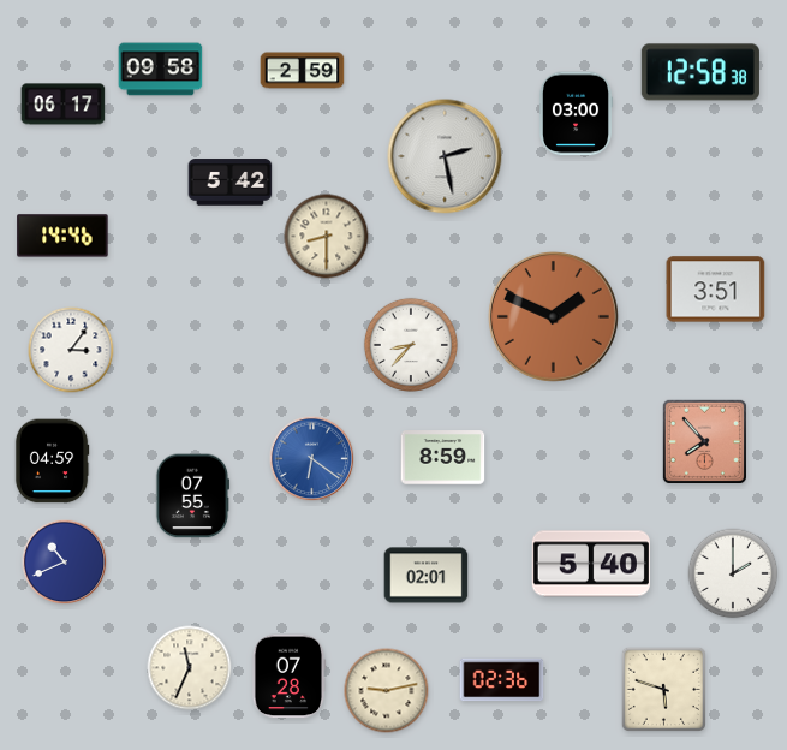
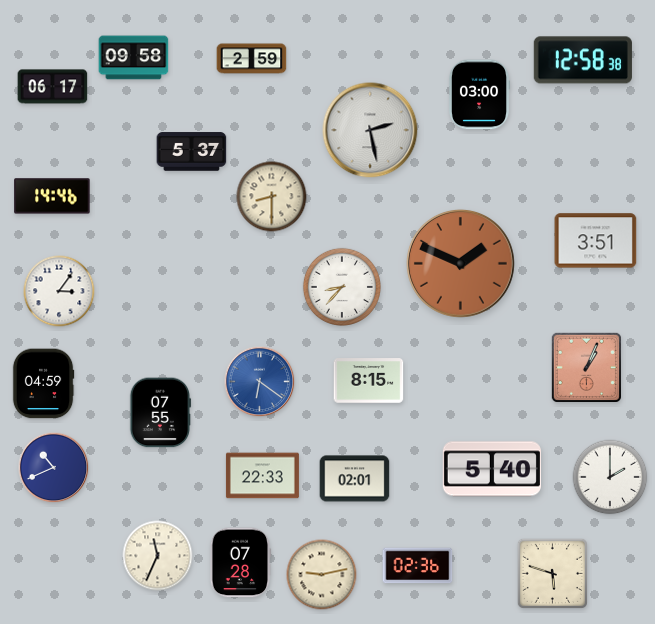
clock at (231, 183): 5:42 -> 5:37
clock at (704, 441): 7:53 -> 1:04
clock at (443, 458): 8:59 -> 8:15
clock at (262, 476): none -> 22:33
